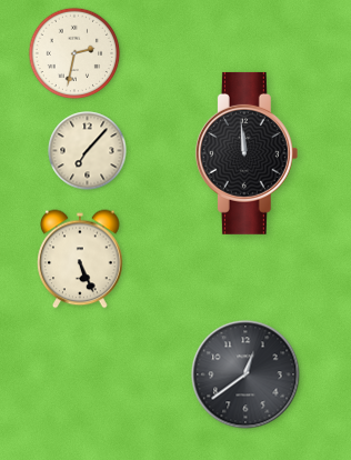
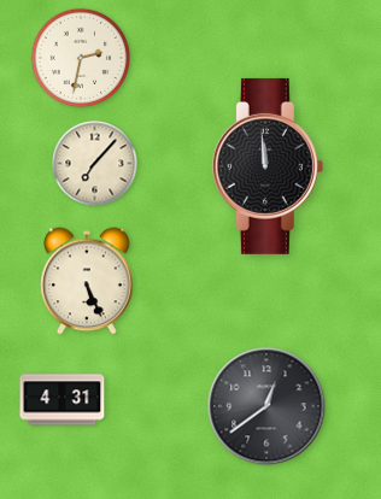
clock at (63, 400): none -> 4:31
